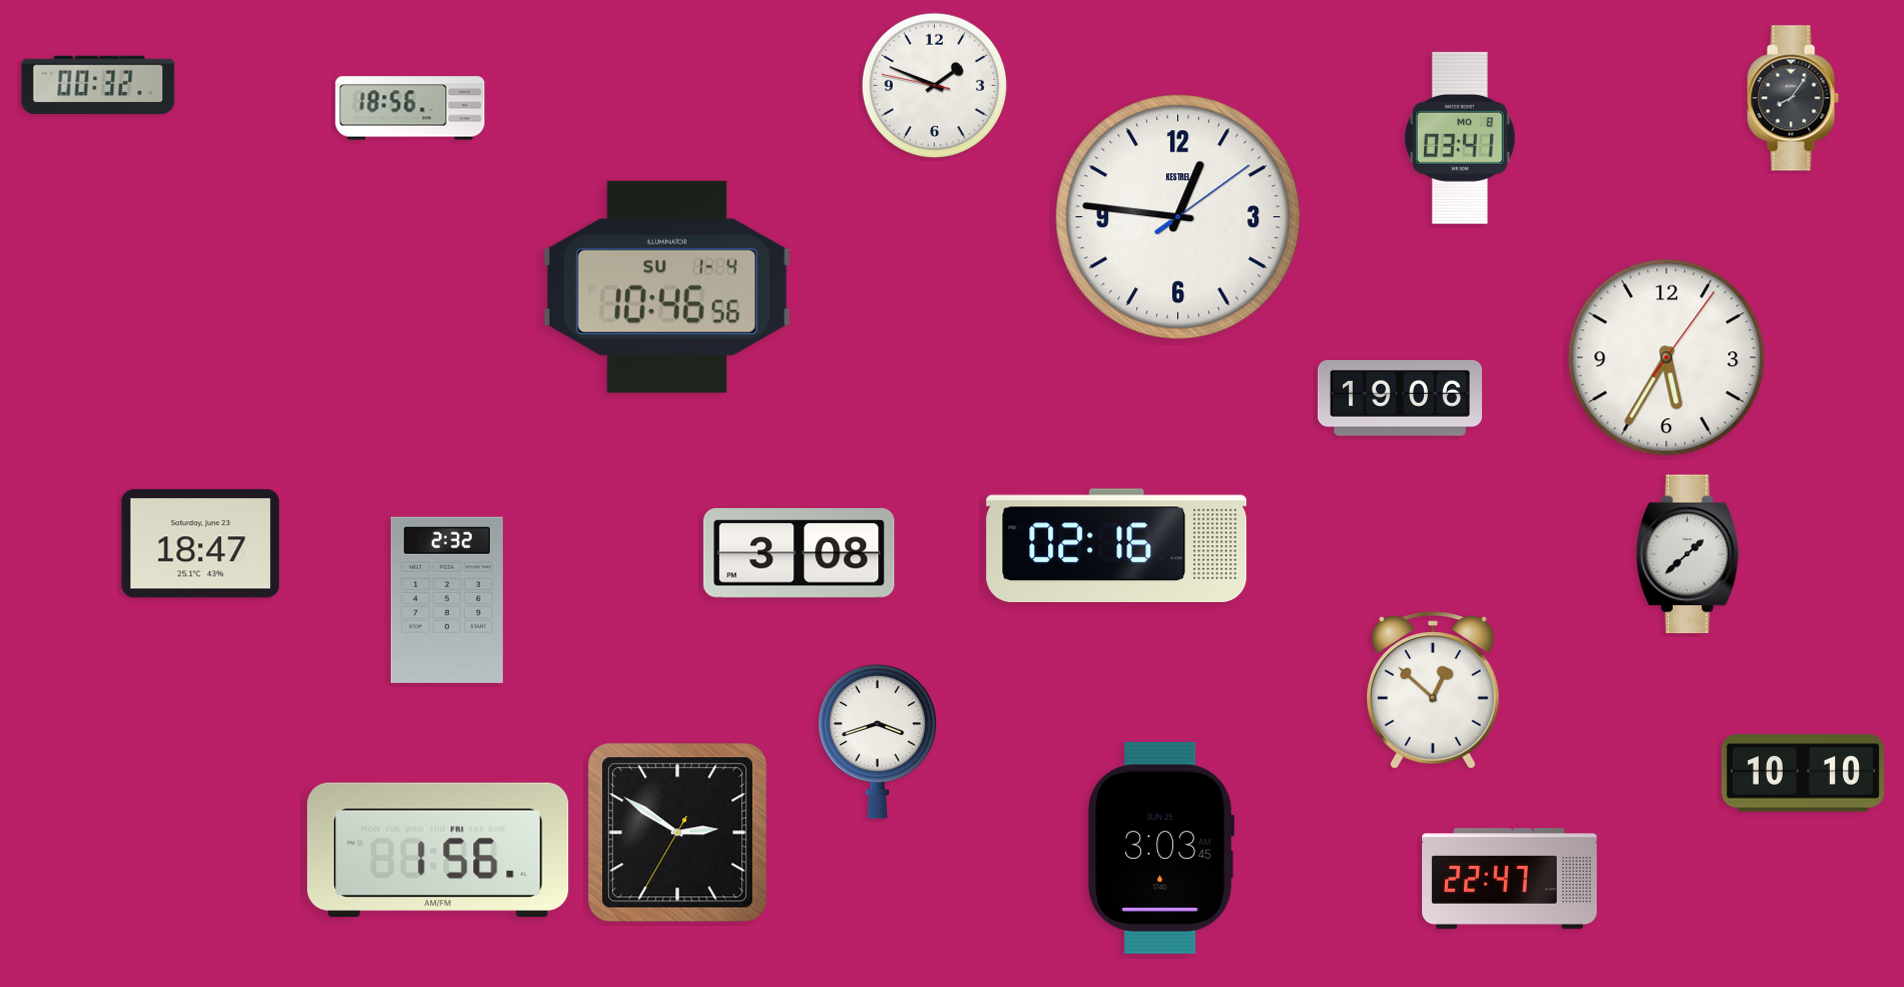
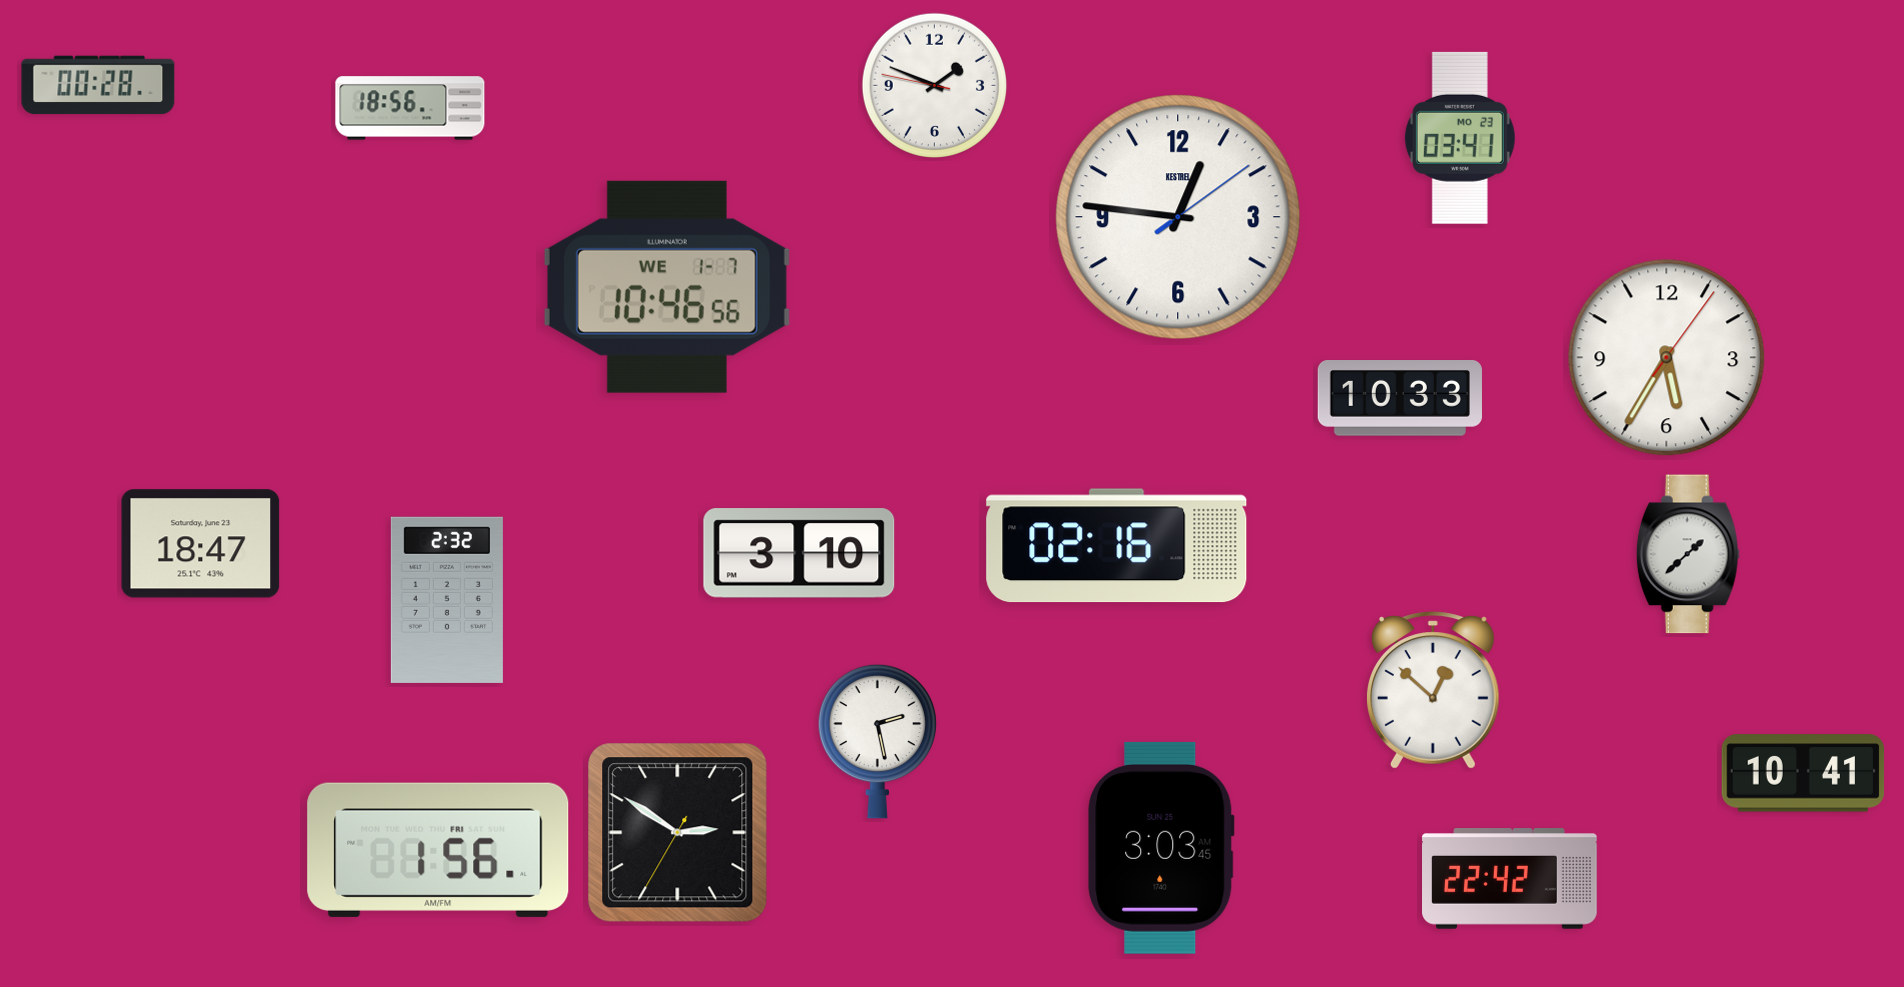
clock at (98, 85): 00:32 -> 00:28
clock at (1793, 98): 8:06 -> none
clock at (1460, 138) date: MO 8 -> MO 23
clock at (667, 287) date: SU 1-4 -> WE 1-7
clock at (1400, 399): 19:06 -> 10:33
clock at (799, 553): 3:08 -> 3:10
clock at (877, 741): 3:42 -> 2:28
clock at (1803, 773): 10:10 -> 10:41
clock at (1510, 879): 22:47 -> 22:42
